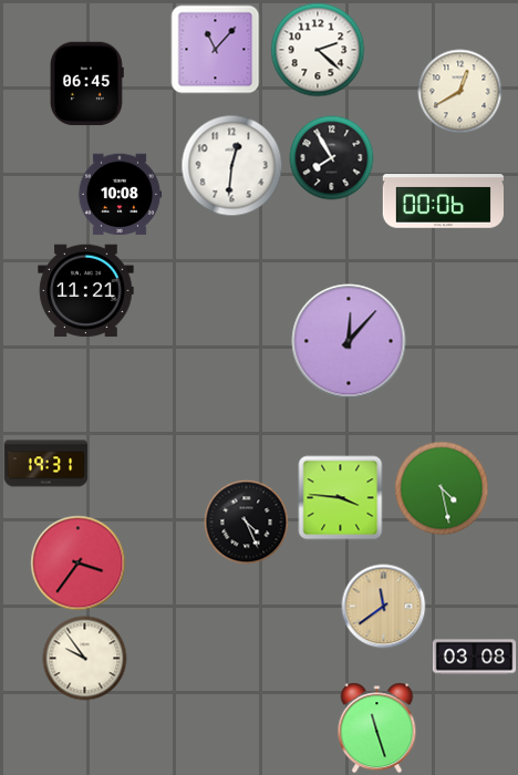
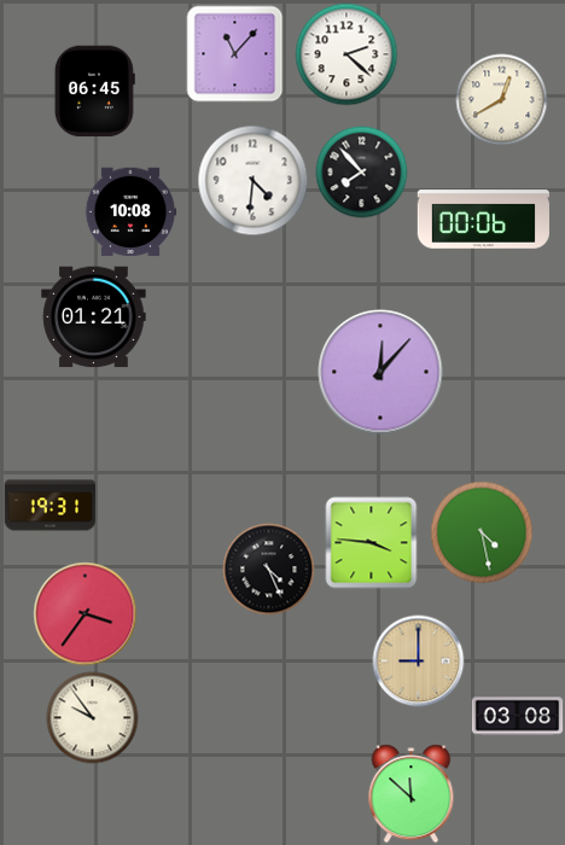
clock at (332, 158): 7:55 -> 7:53
clock at (232, 166): 12:31 -> 4:31
clock at (86, 291): 11:21 -> 01:21
clock at (384, 607): 11:39 -> 9:00
clock at (377, 728): 11:27 -> 11:52
